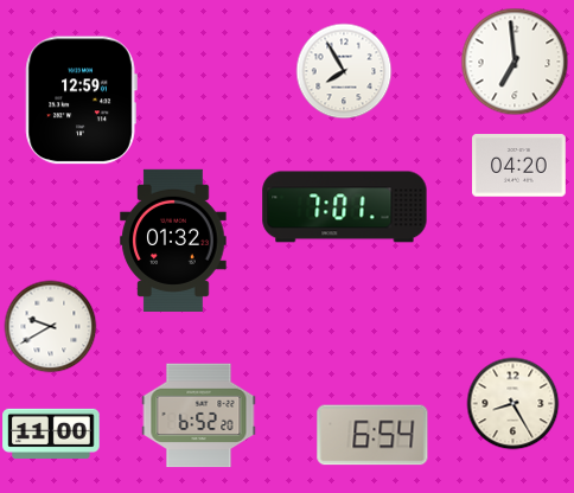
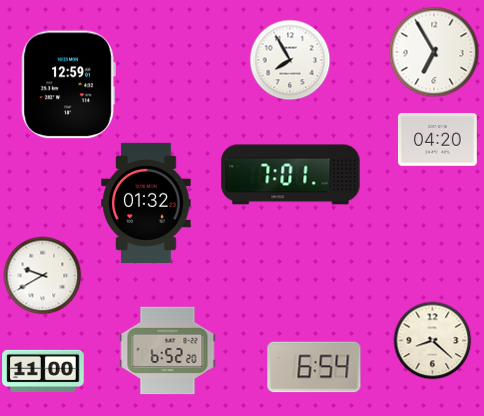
clock at (515, 62): 6:59 -> 6:55
clock at (512, 403): 8:25 -> 8:22
clock at (51, 433) position: (51, 433) -> (43, 370)
